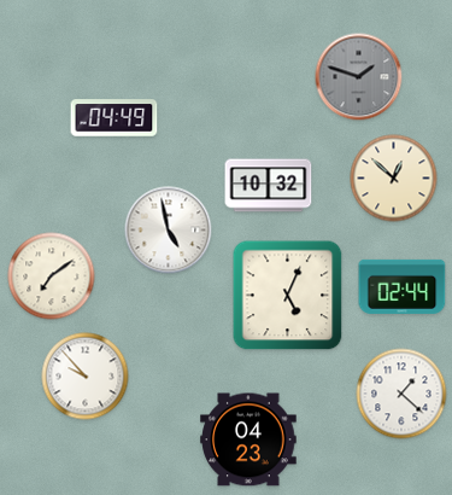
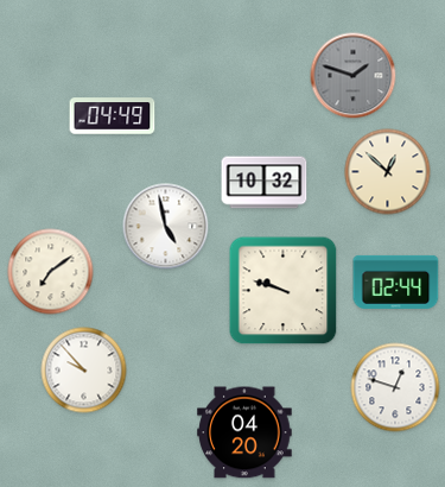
clock at (394, 179) position: (394, 179) -> (388, 172)
clock at (288, 296): 5:04 -> 9:48
clock at (401, 394): 1:22 -> 12:48
clock at (248, 439): 04:23 -> 04:20
